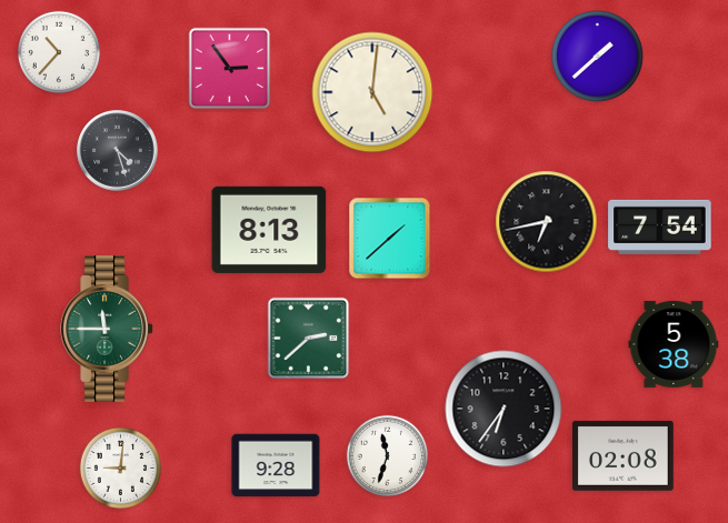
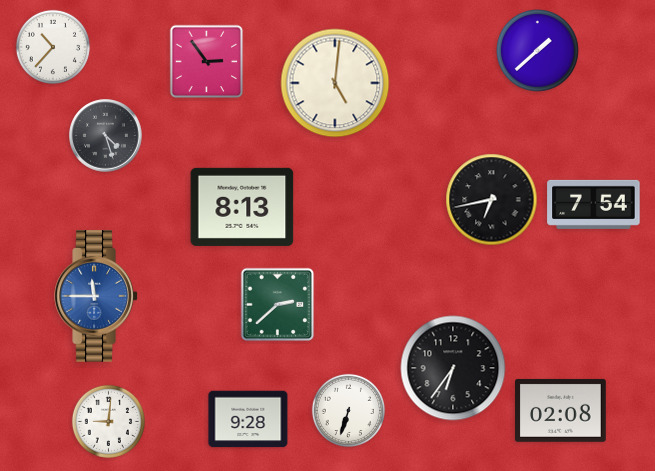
clock at (390, 239): 1:38 -> none
clock at (107, 329) dial: green -> blue
clock at (674, 344): 5:38 -> none
clock at (387, 455): 11:33 -> 6:33
